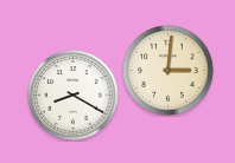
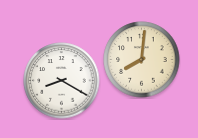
clock at (169, 71): 3:01 -> 8:01
